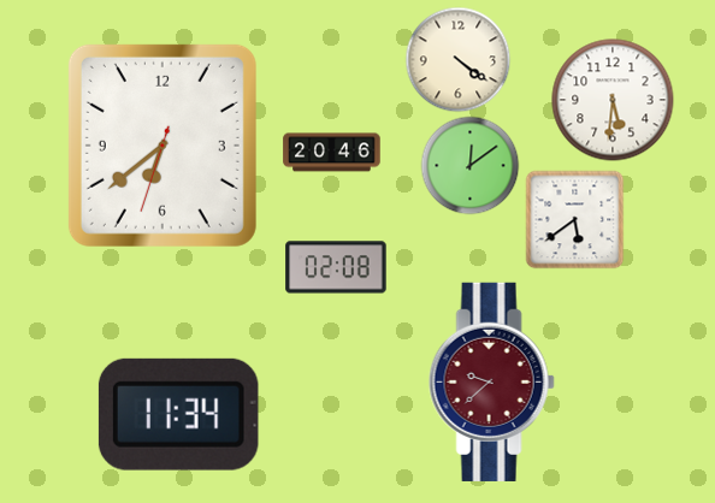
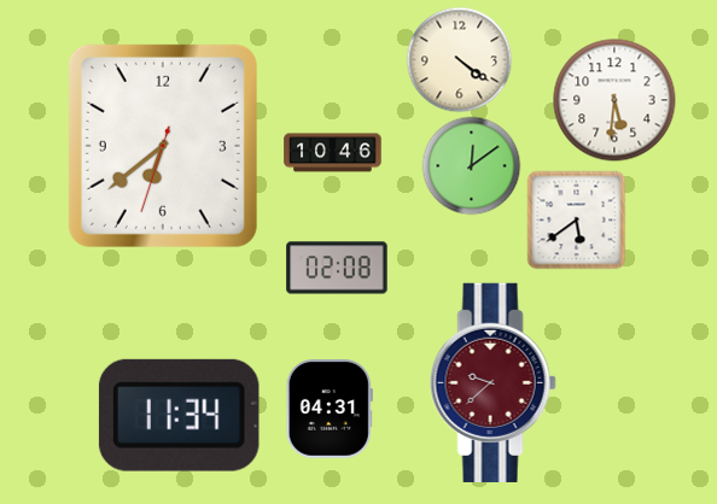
clock at (332, 153): 20:46 -> 10:46
clock at (330, 409): none -> 04:31
